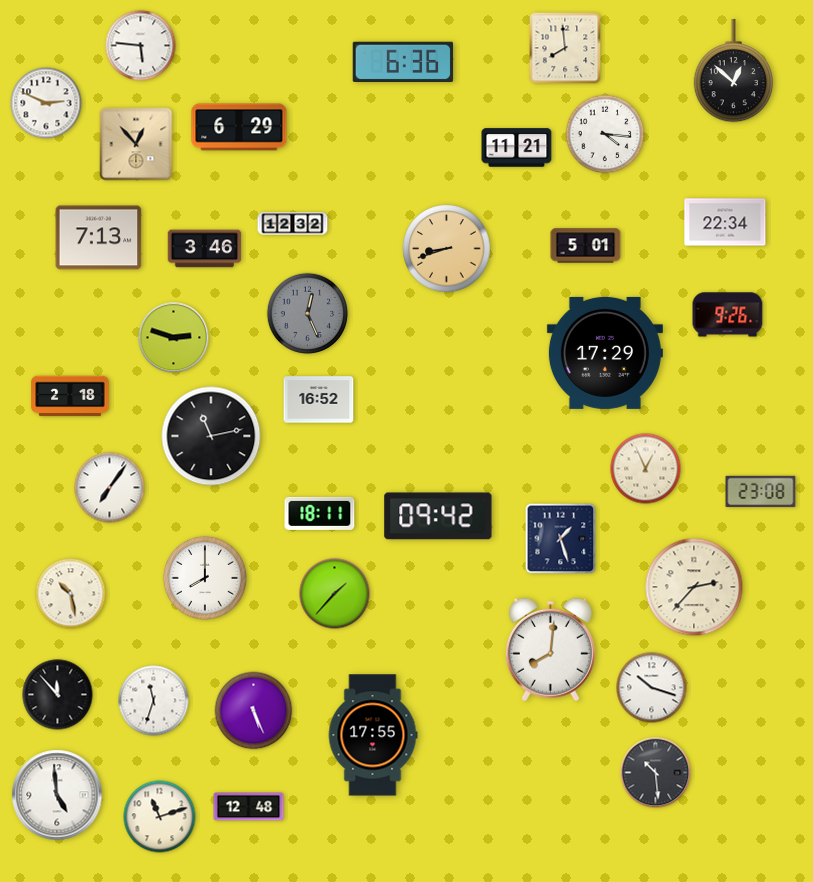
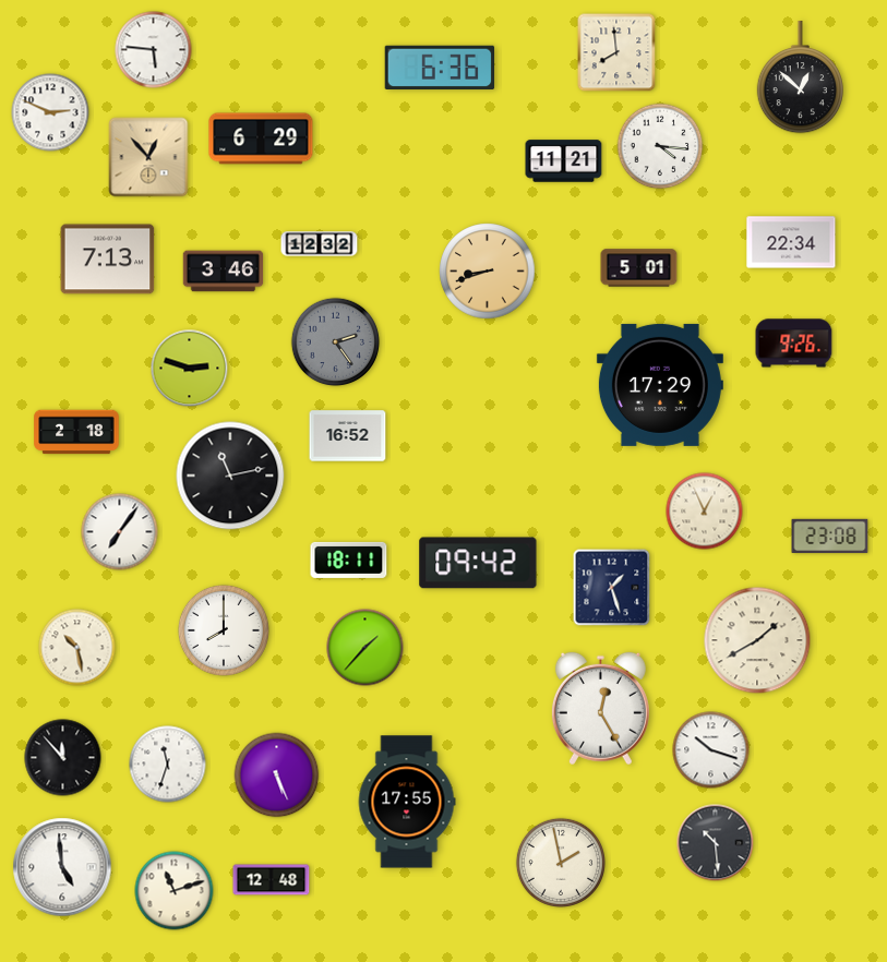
clock at (308, 314): 12:26 -> 2:24
clock at (694, 587): 2:37 -> 1:40
clock at (550, 650): 8:01 -> 12:25
clock at (560, 862): none -> 1:58
